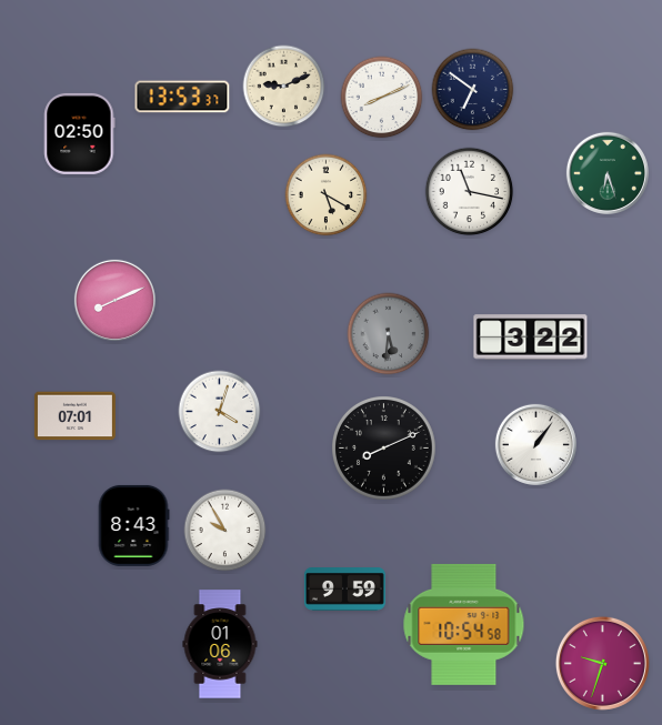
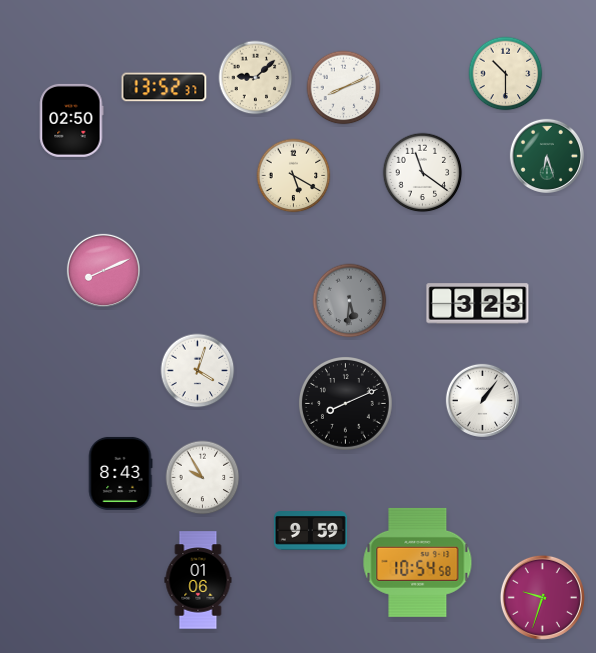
clock at (506, 74): none -> 10:30
clock at (284, 87): 9:11 -> 9:08
clock at (473, 90): 6:51 -> none
clock at (182, 97): 13:53 -> 13:52
clock at (470, 192): 11:17 -> 11:21
clock at (531, 338): 3:22 -> 3:23
clock at (74, 416): 07:01 -> none
